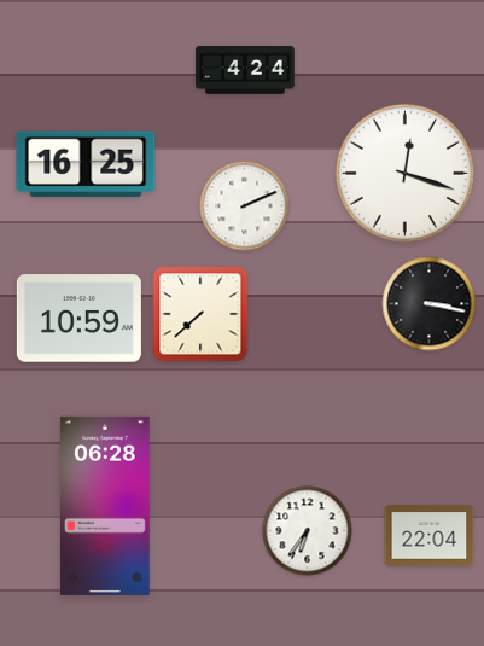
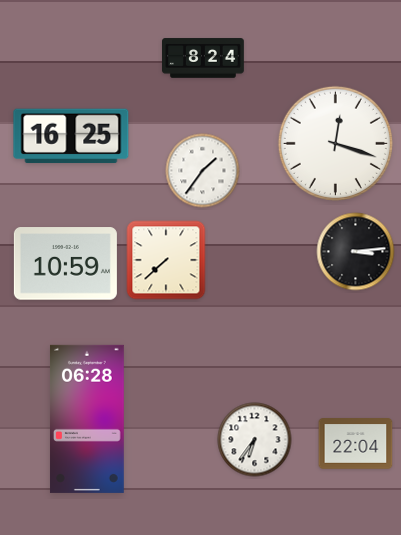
clock at (246, 70): 4:24 -> 8:24
clock at (245, 206): 2:11 -> 1:36
clock at (430, 304): 3:17 -> 3:14
